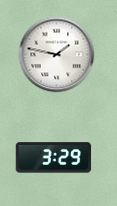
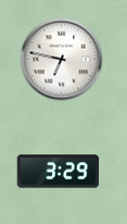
clock at (57, 55): 1:47 -> 6:47
